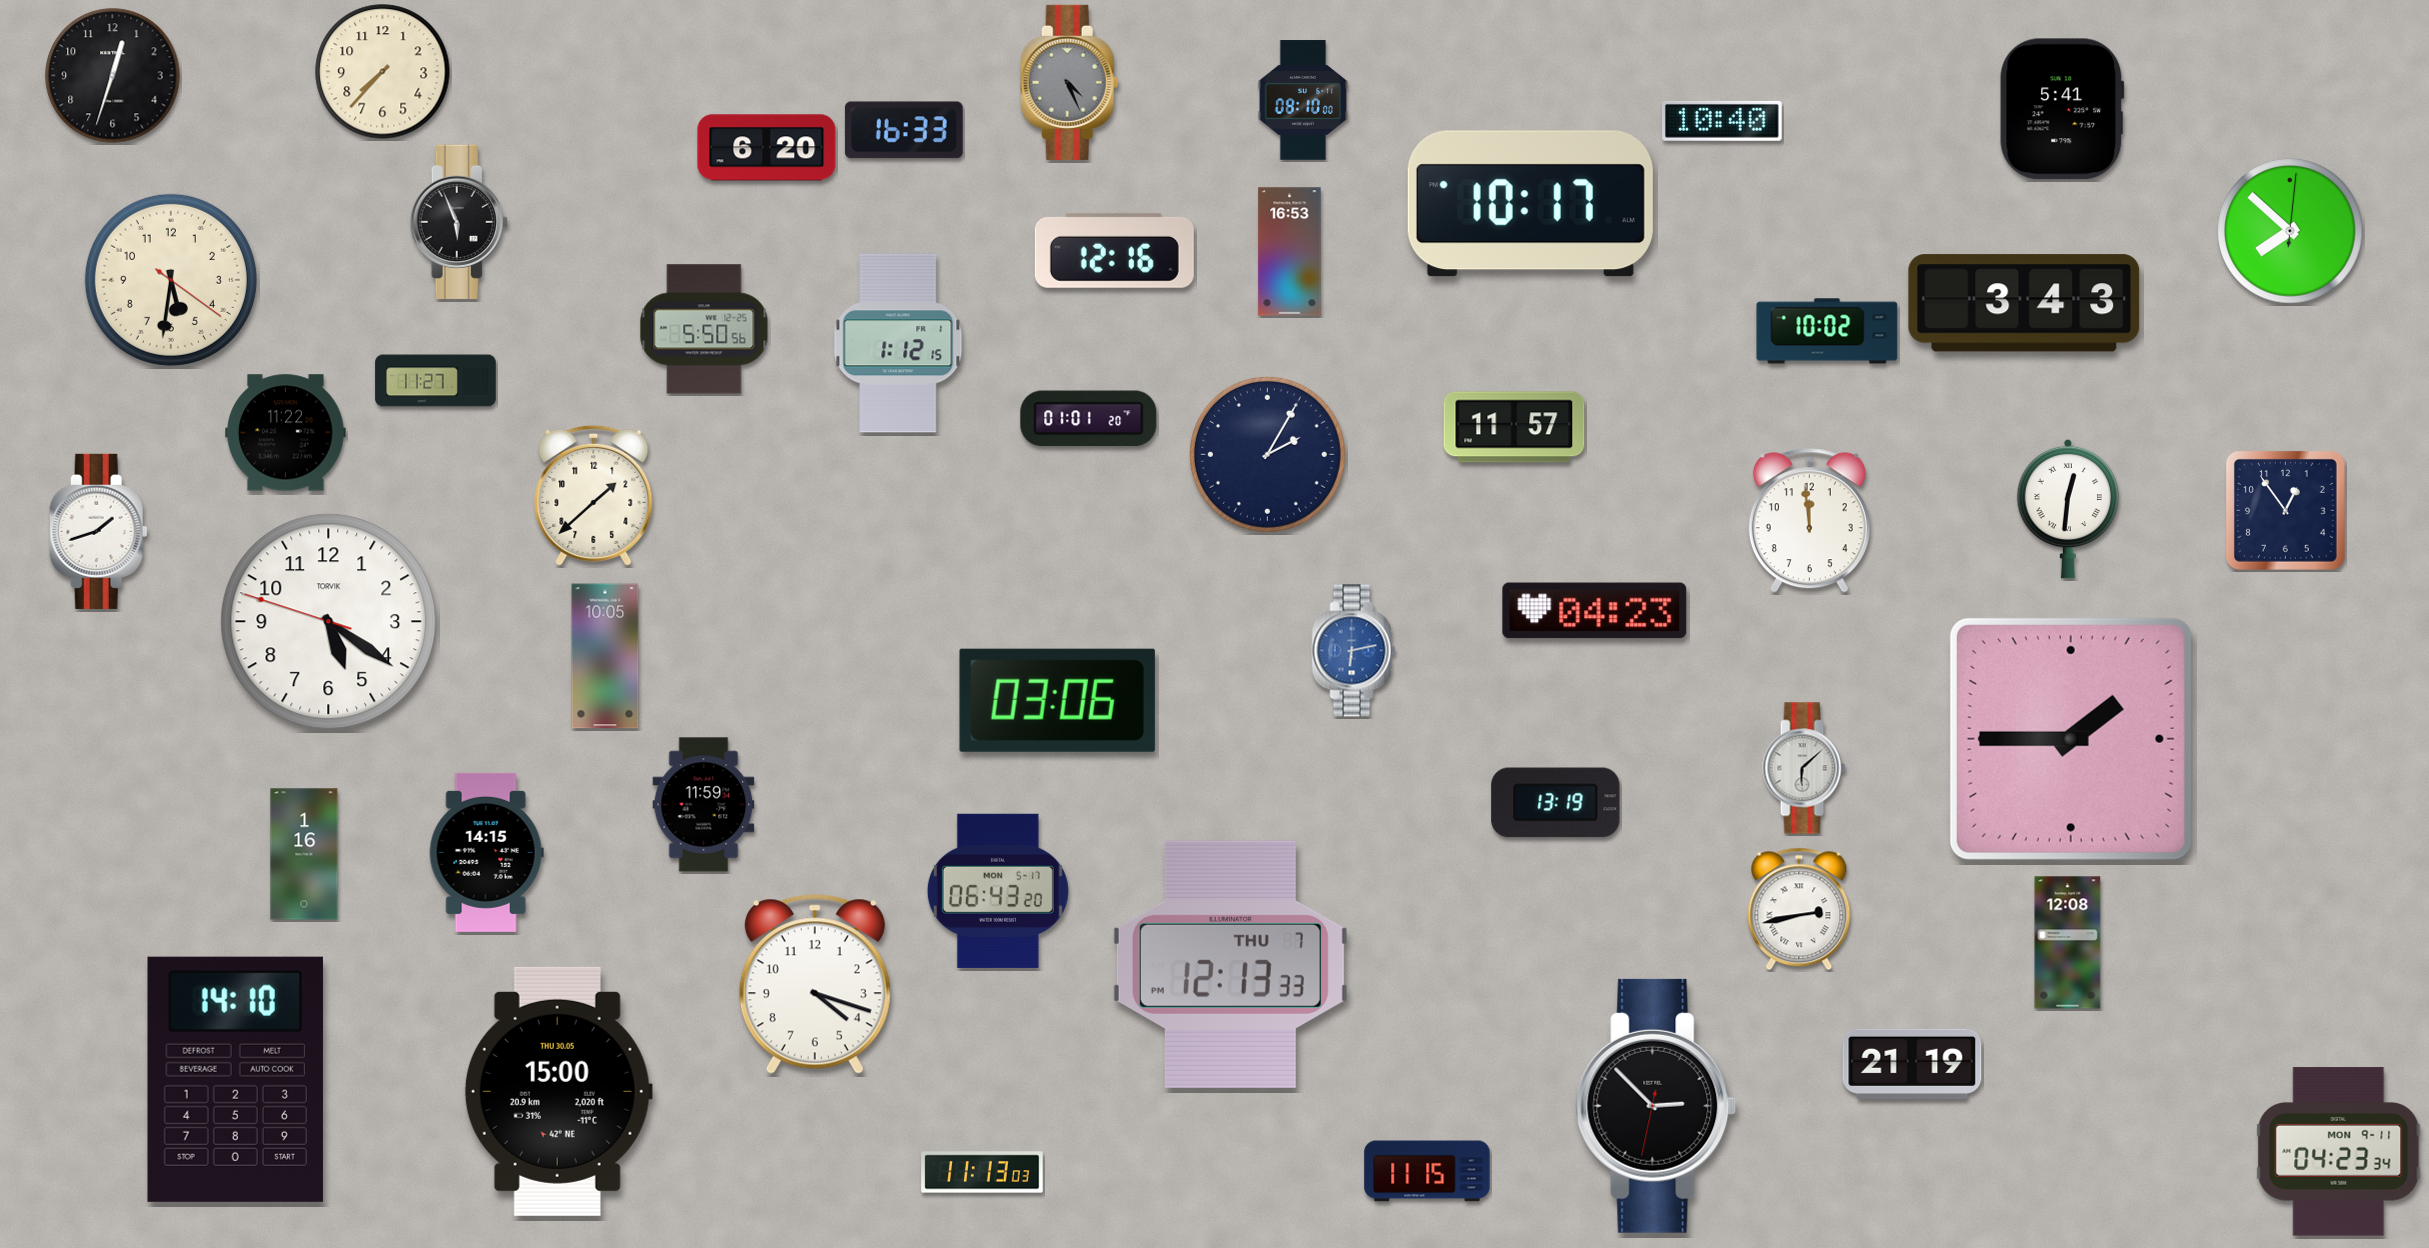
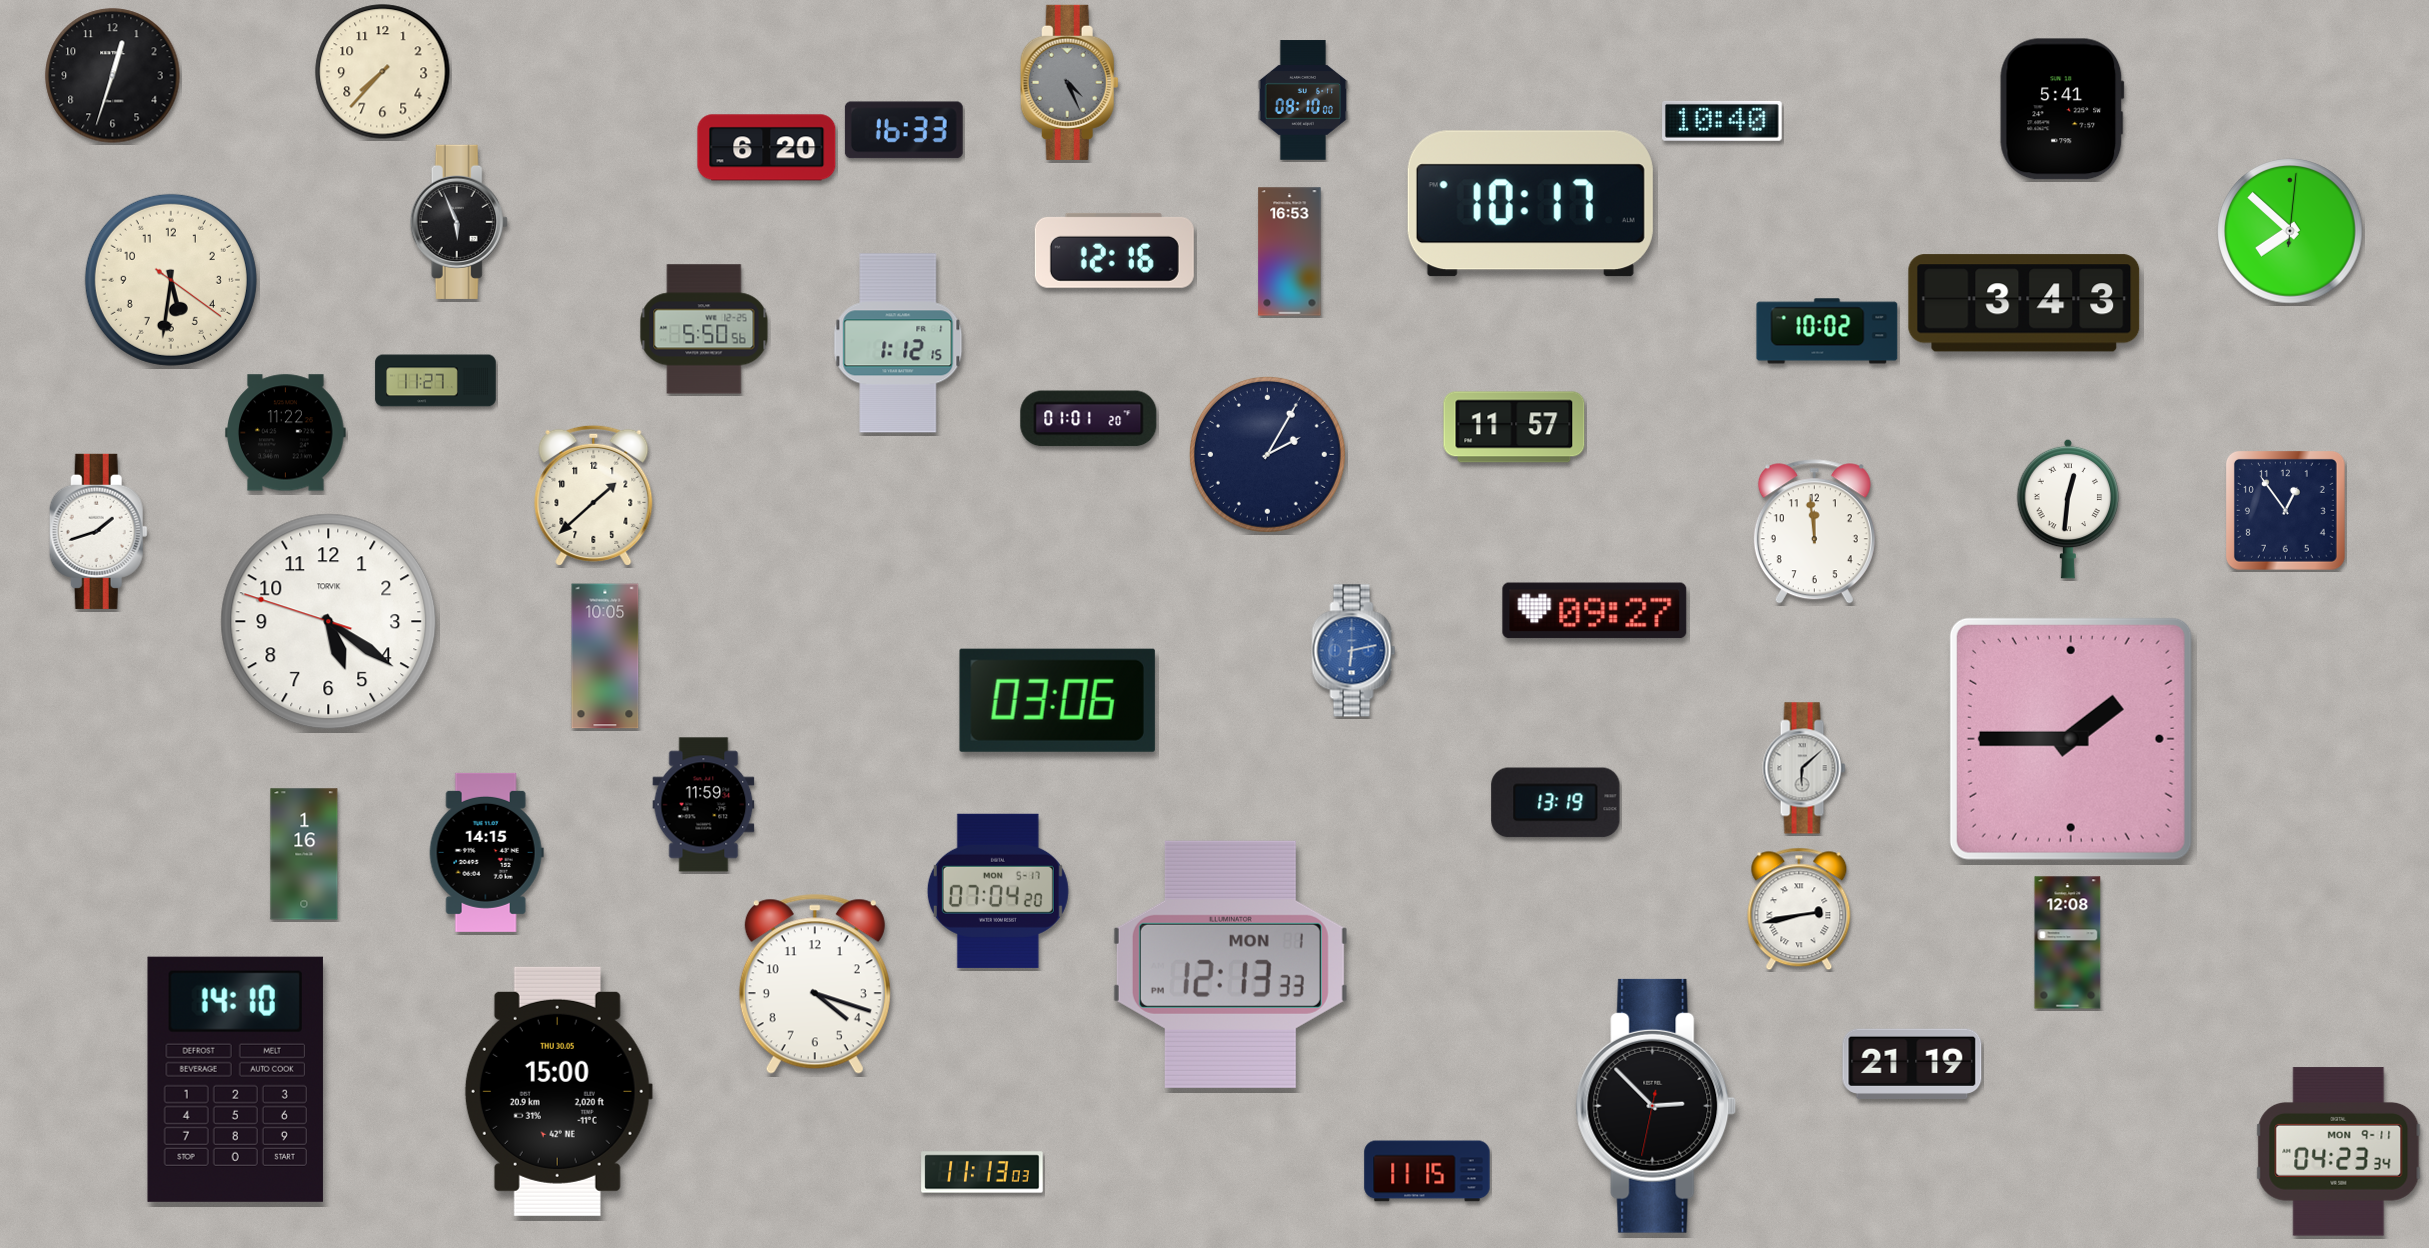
clock at (1809, 521) position: (1809, 521) -> (1814, 532)
clock at (1595, 611): 04:23 -> 09:27
clock at (998, 891): 06:43 -> 07:04
clock at (1230, 964) date: THU 7 -> MON 1
